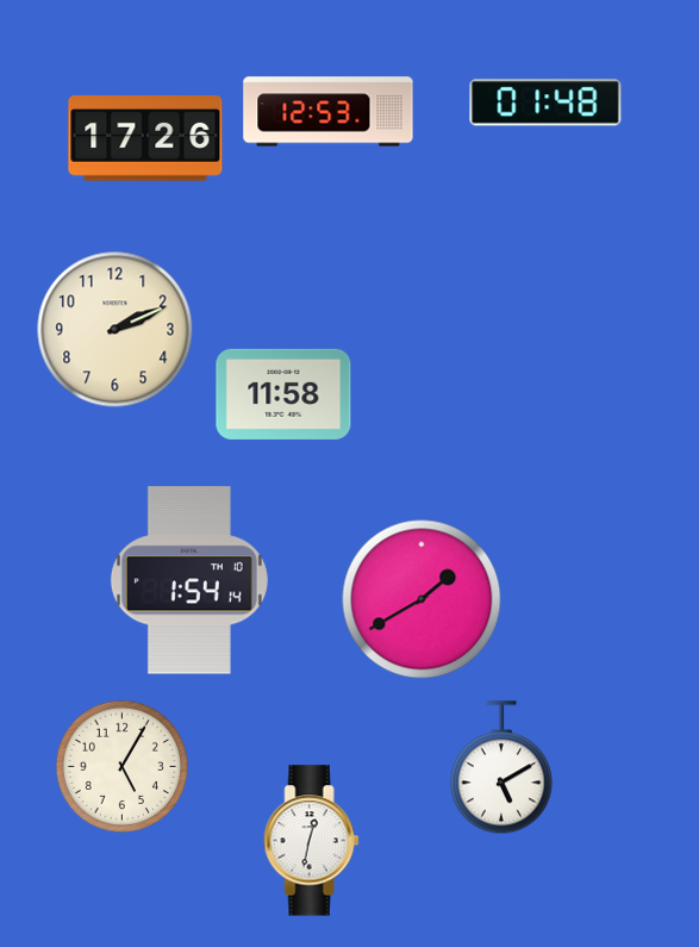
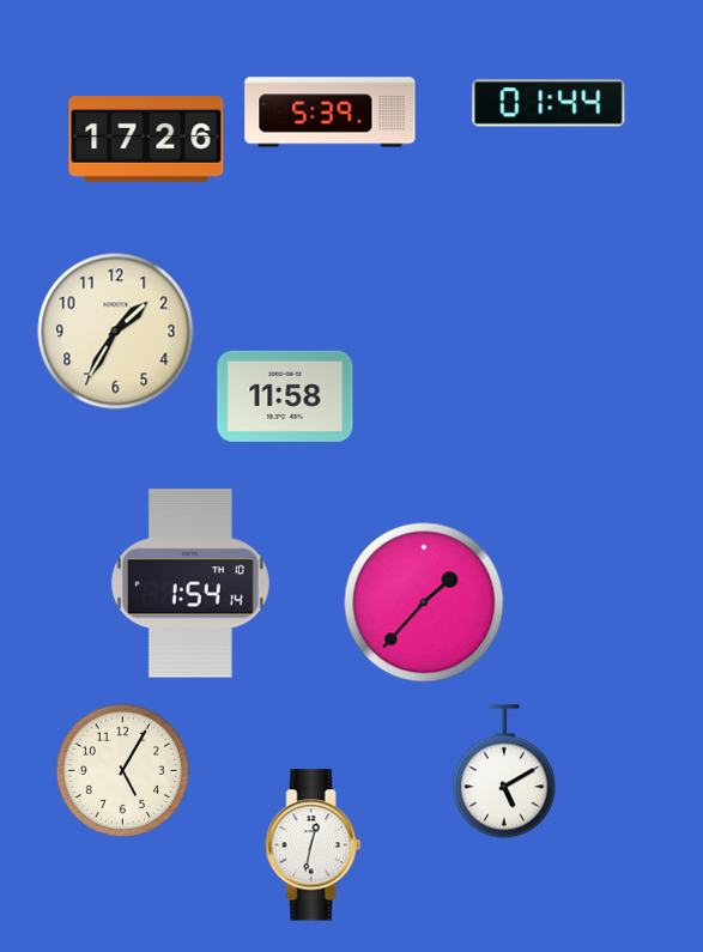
clock at (545, 102): 01:48 -> 01:44
clock at (329, 112): 12:53 -> 5:39
clock at (116, 330): 2:11 -> 1:35
clock at (422, 599): 1:40 -> 1:37
